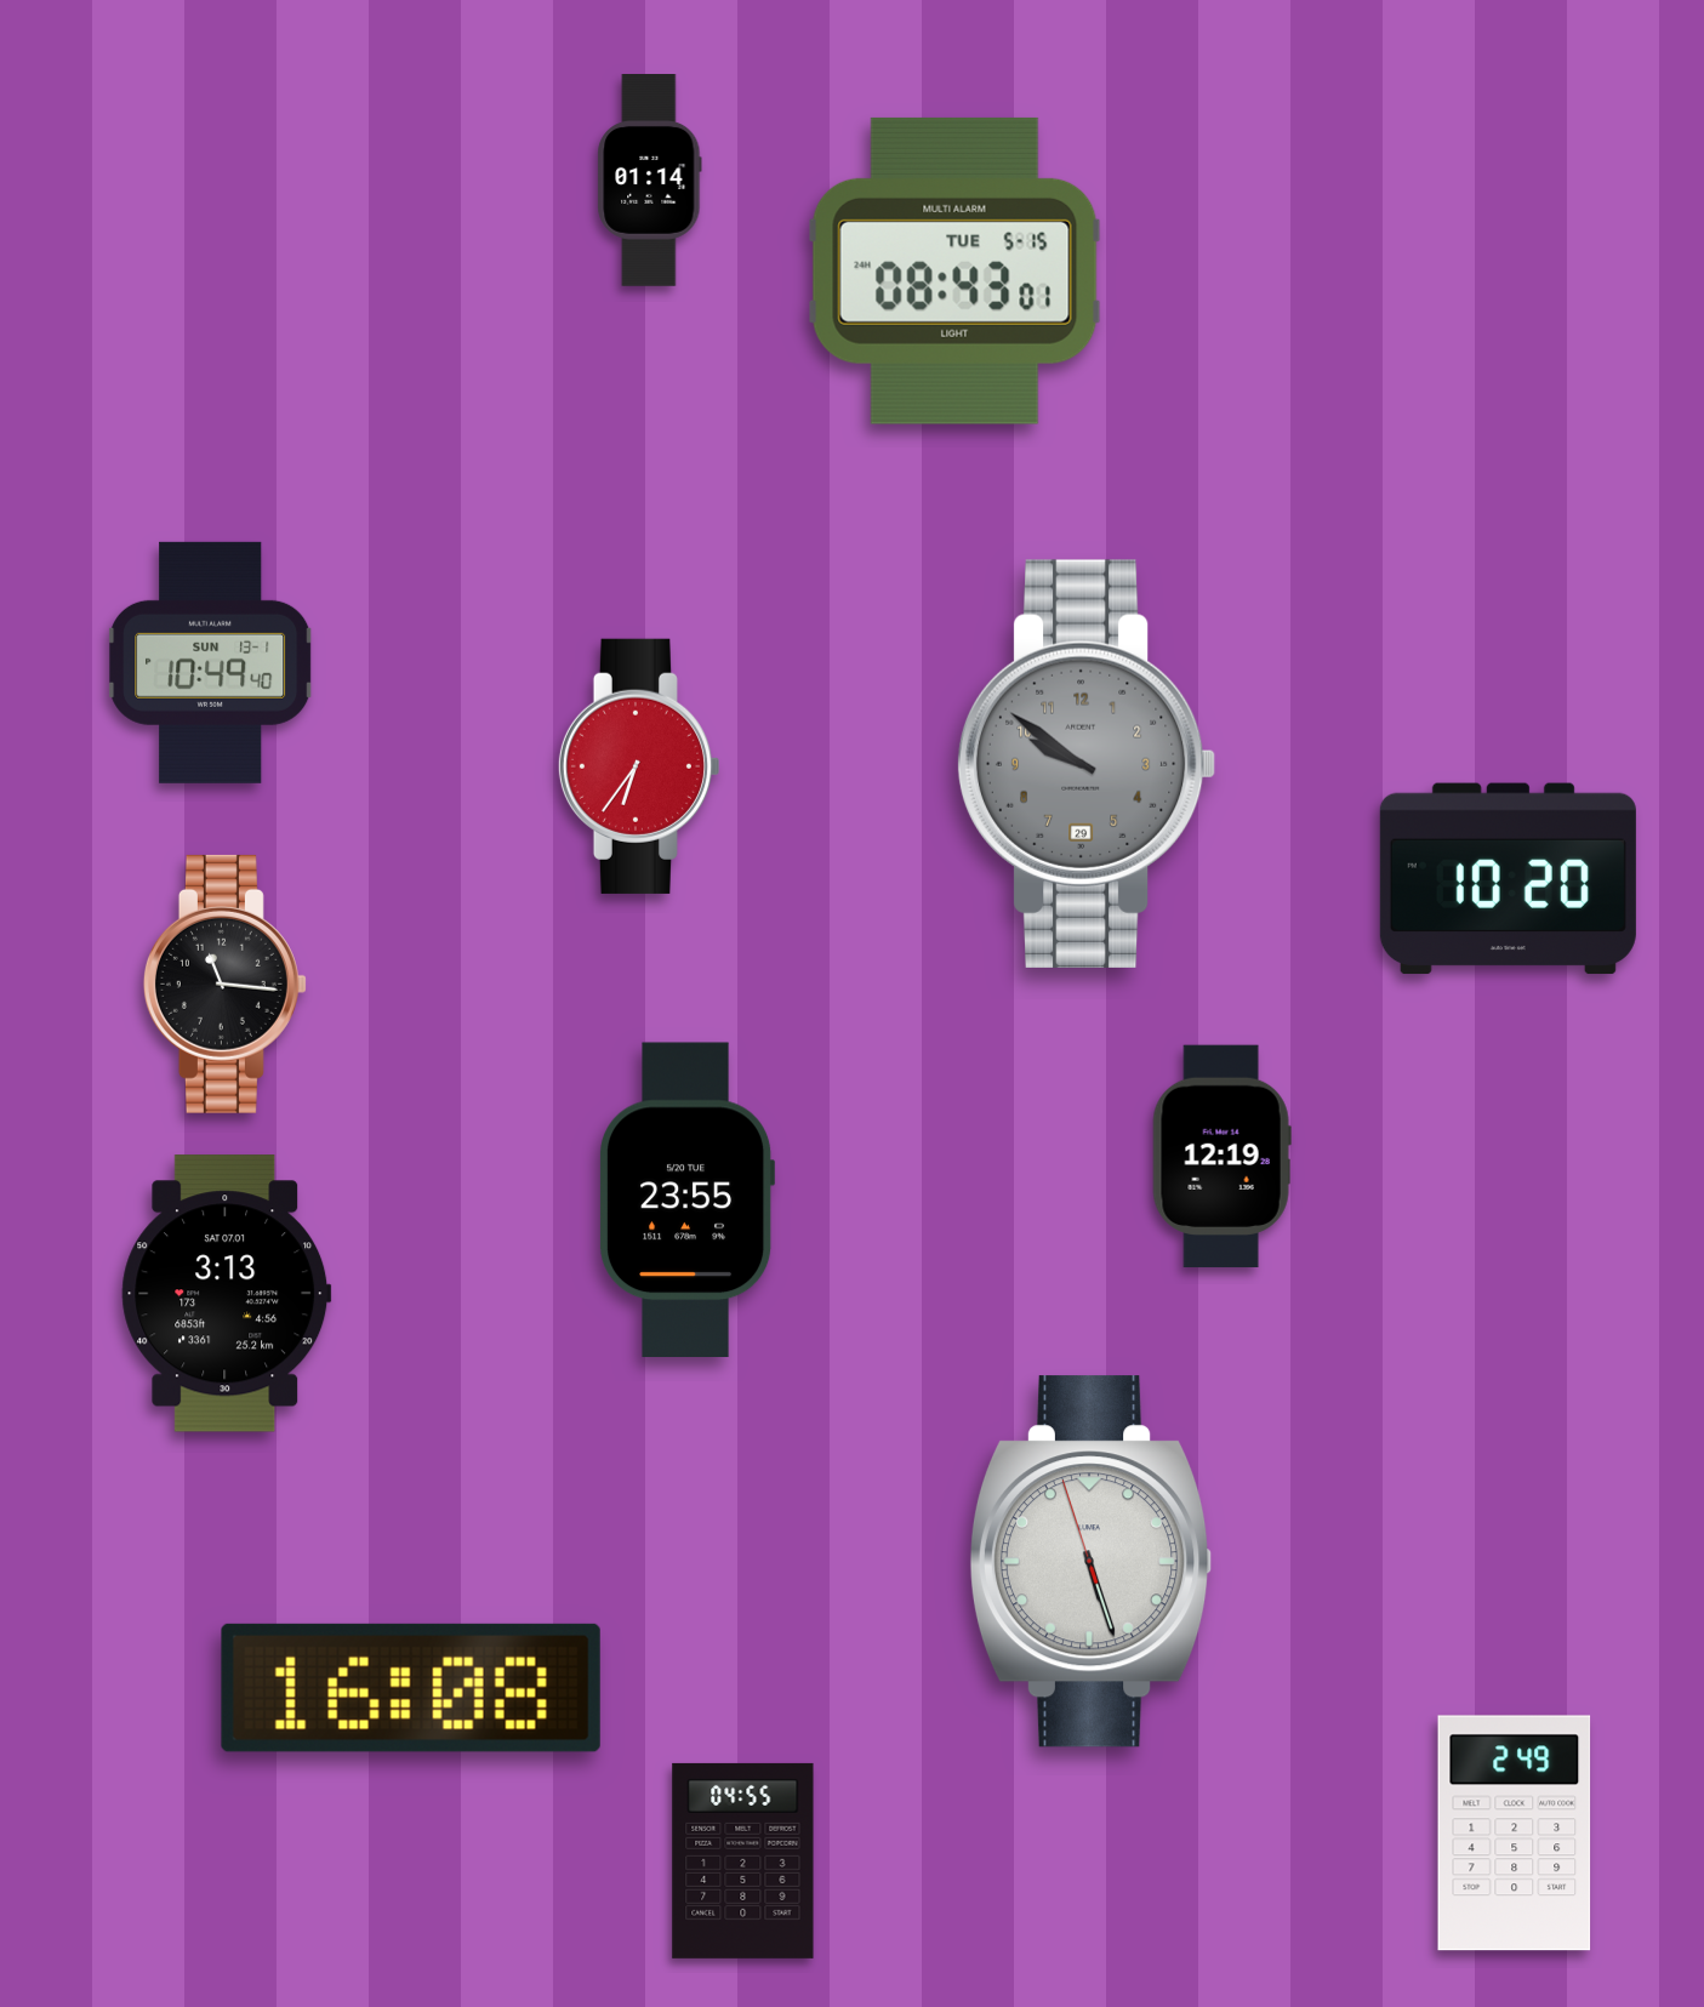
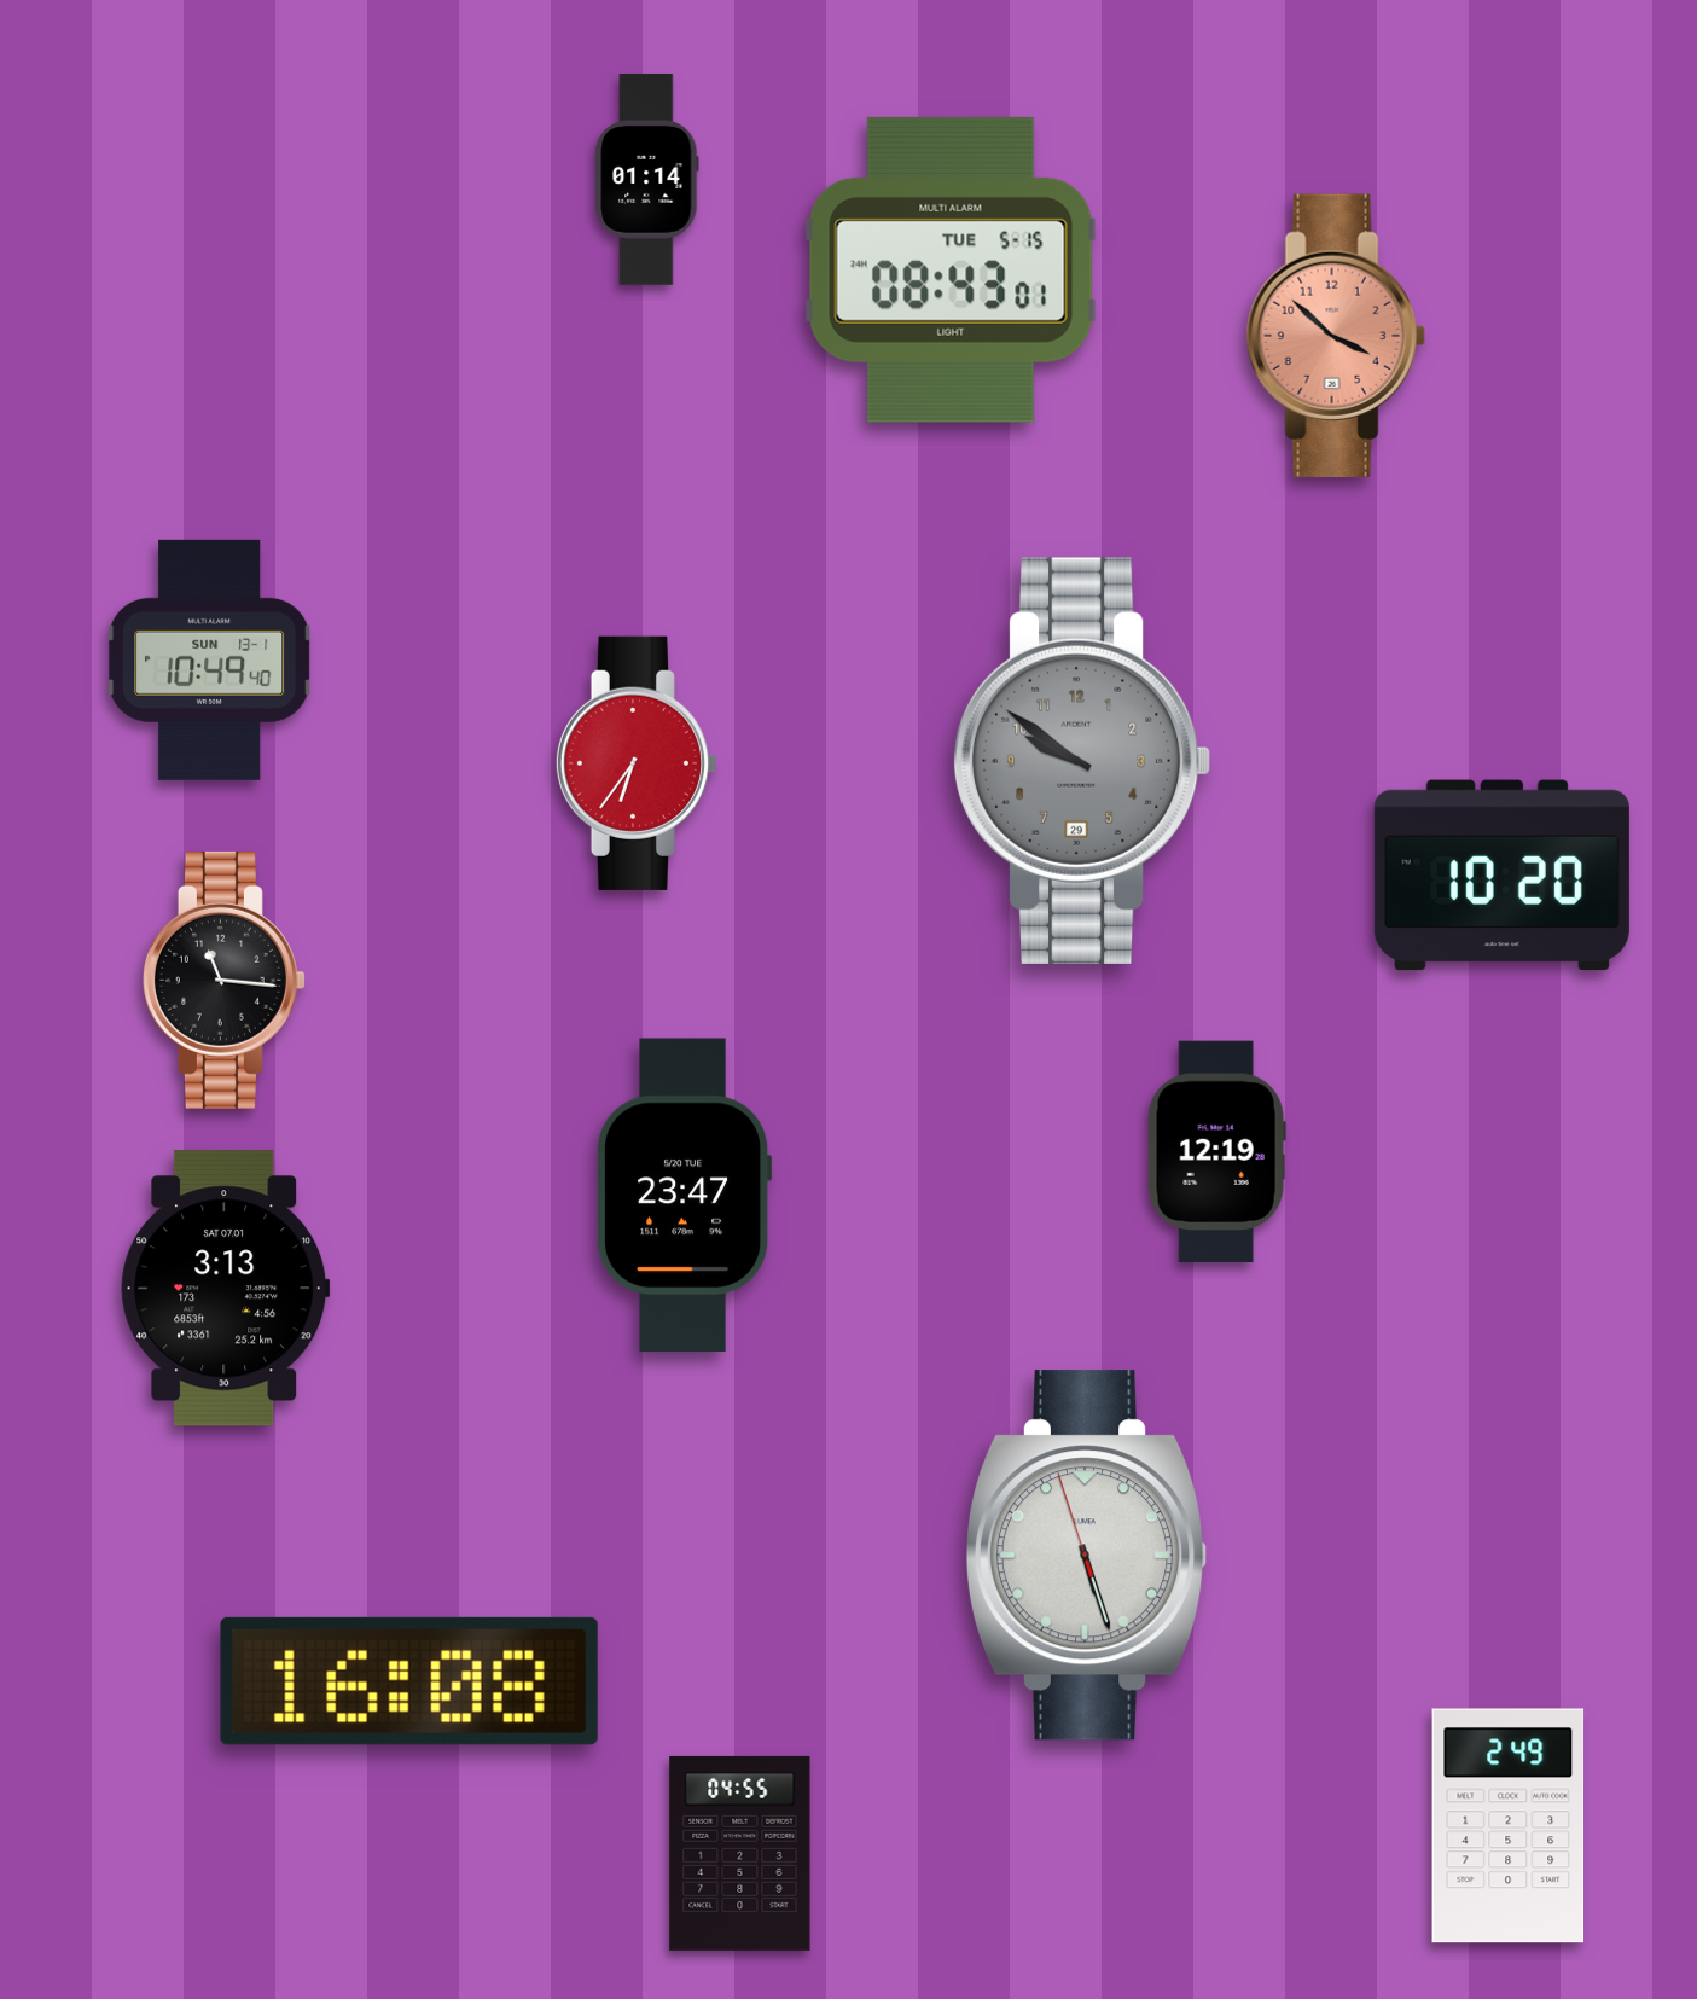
clock at (1336, 336): none -> 3:52
clock at (688, 1199): 23:55 -> 23:47
